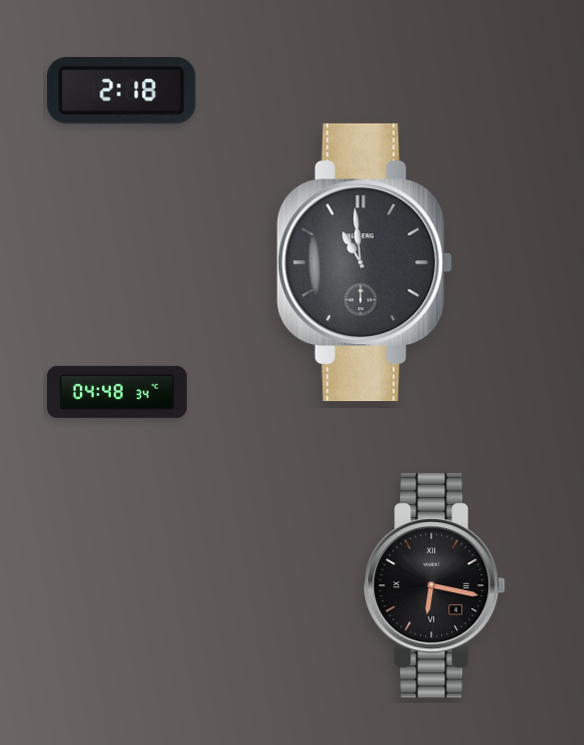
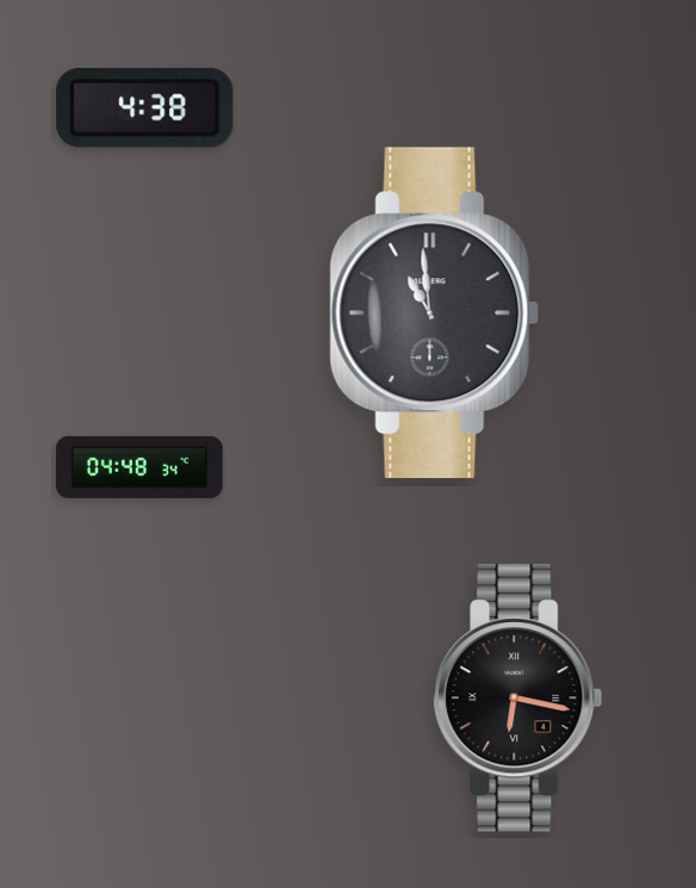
clock at (122, 91): 2:18 -> 4:38
